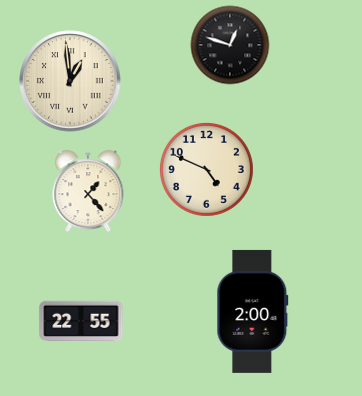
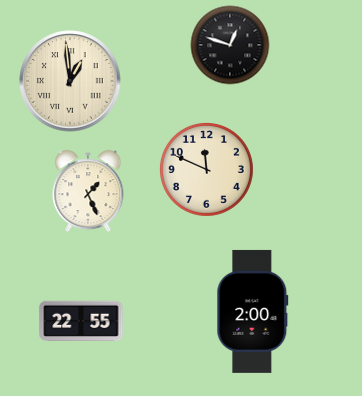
clock at (206, 169): 4:49 -> 11:49
clock at (88, 191): 1:23 -> 1:26
